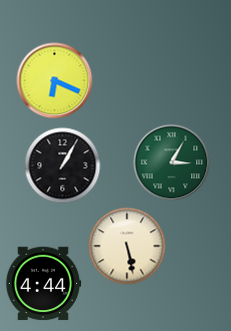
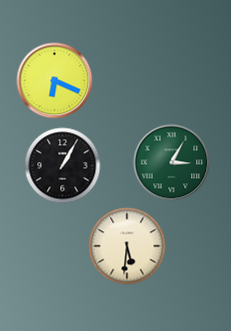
clock at (127, 246): 5:28 -> 5:31
clock at (43, 284): 4:44 -> none
